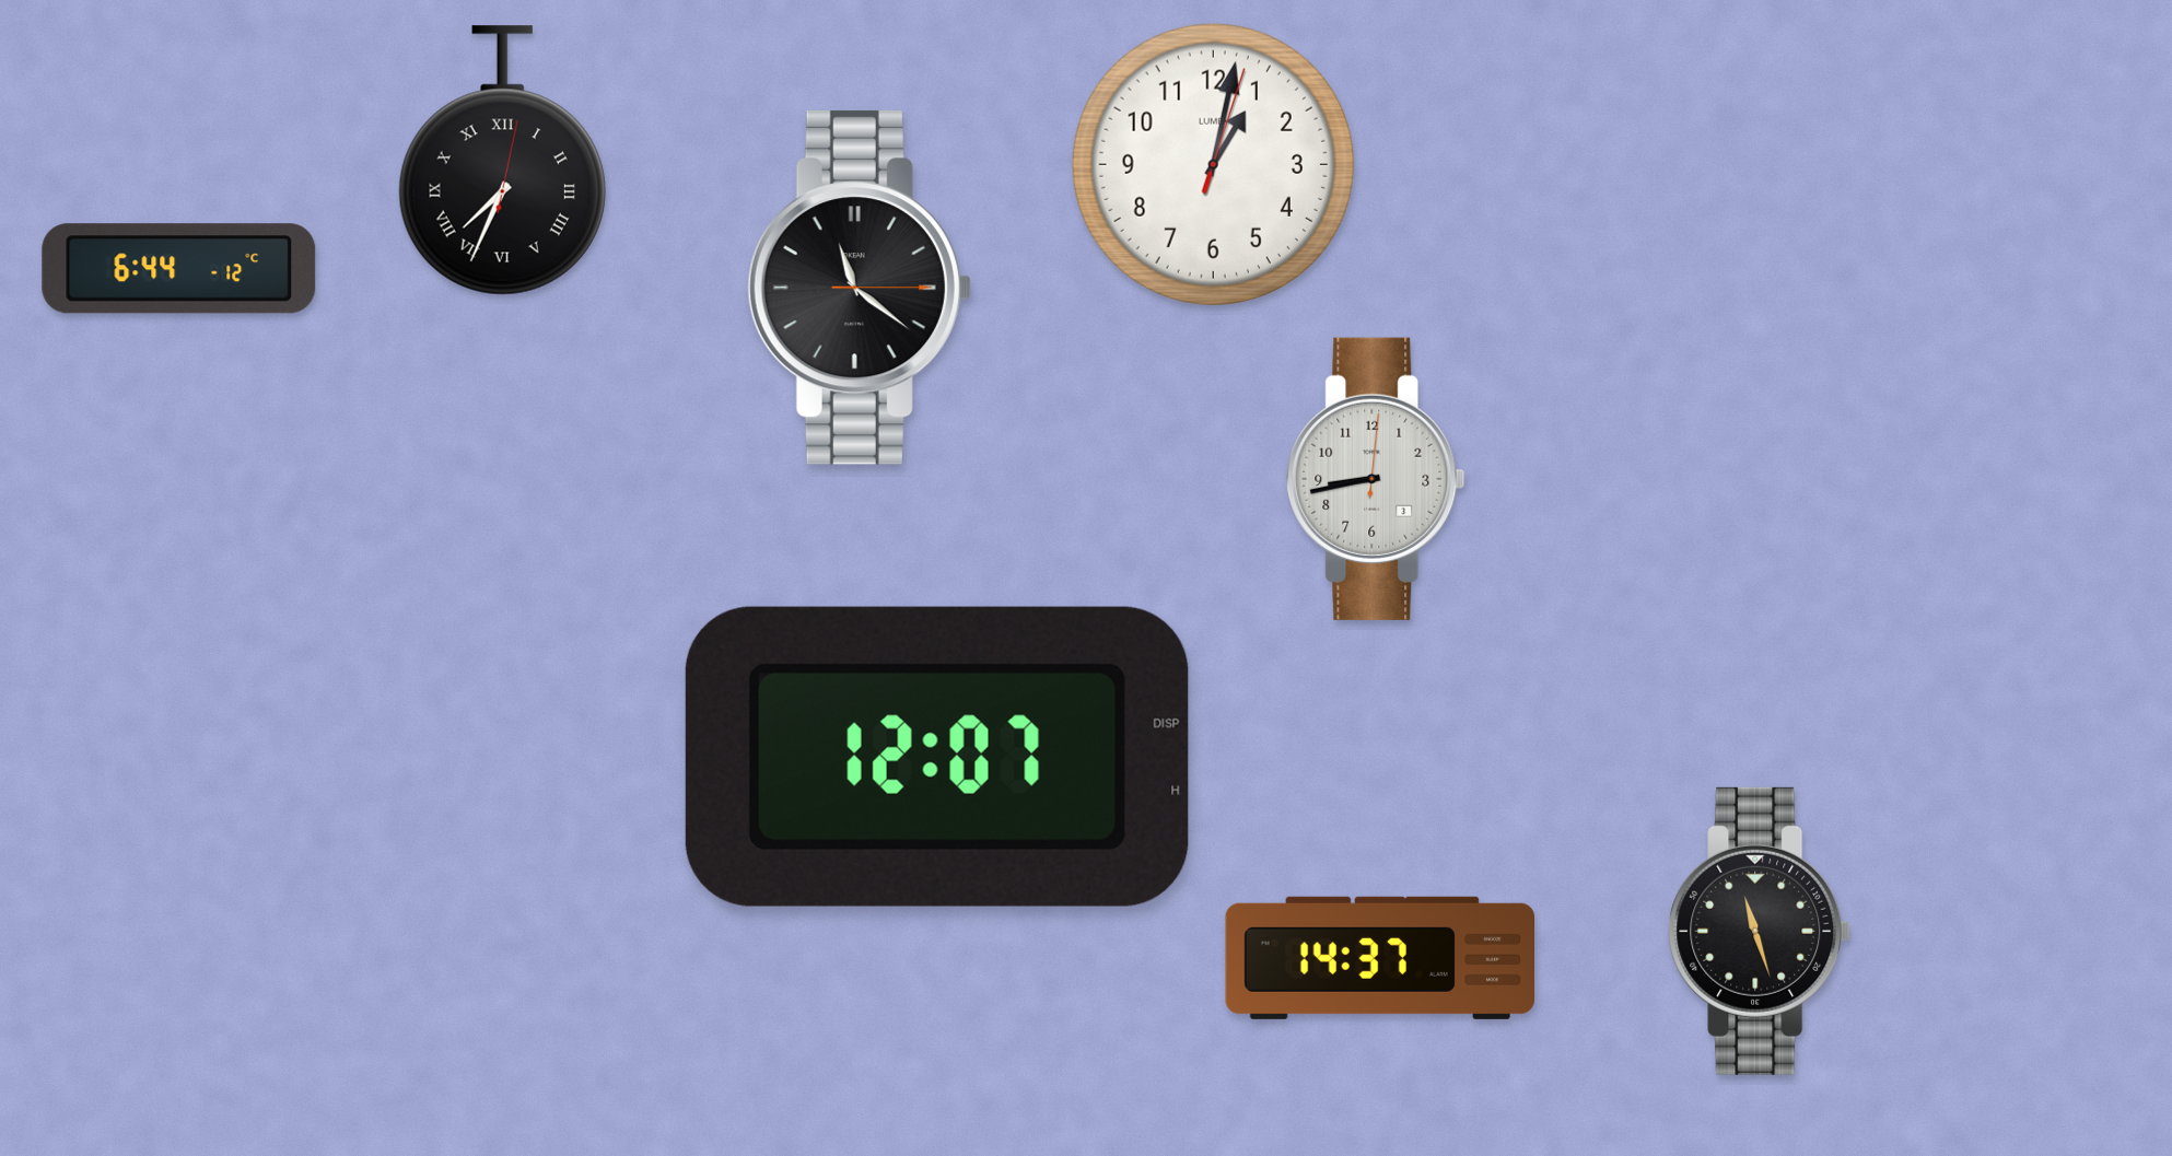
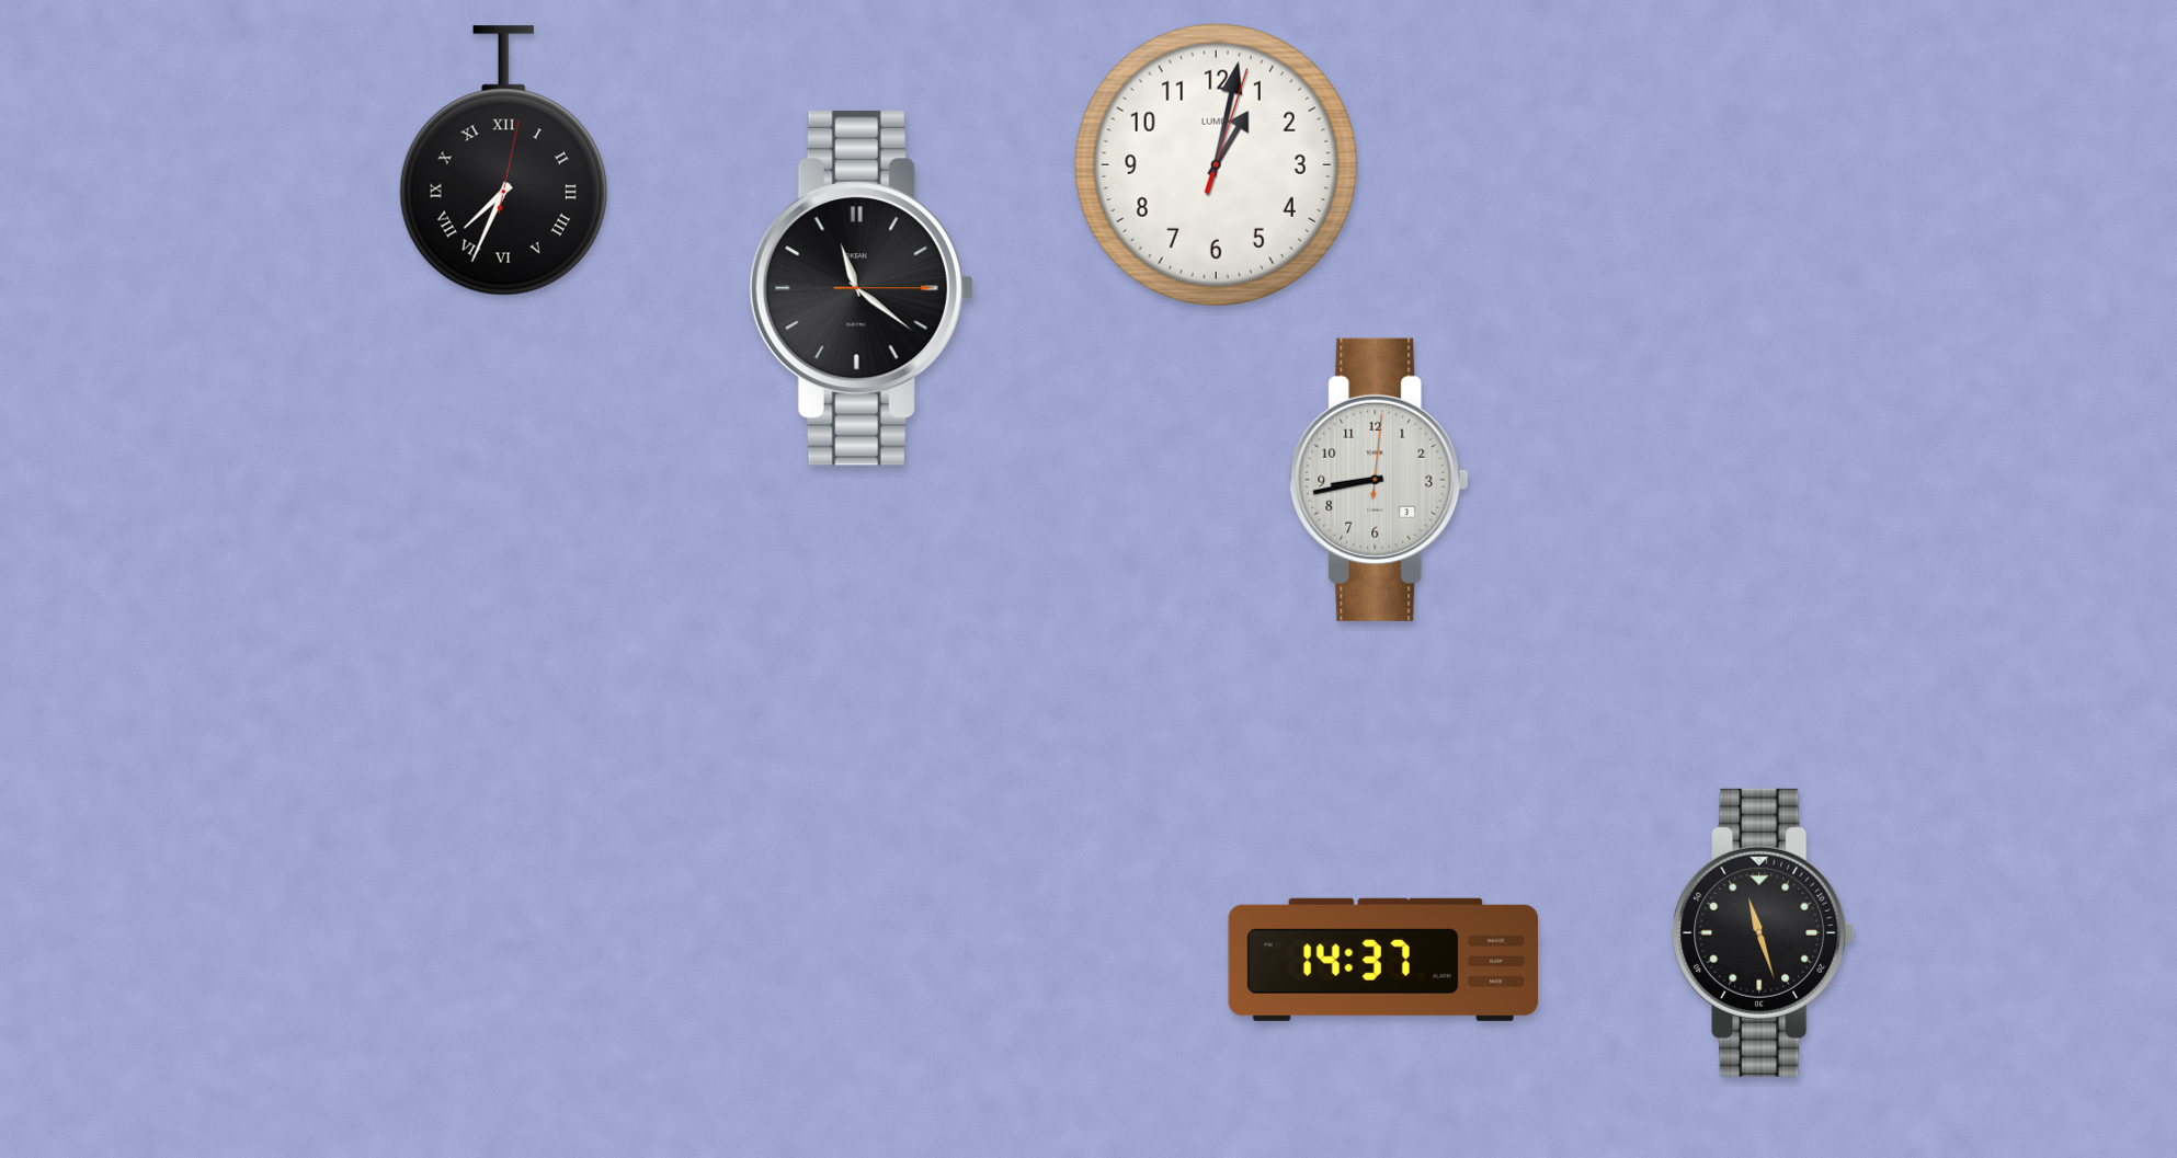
clock at (179, 269): 6:44 -> none
clock at (937, 757): 12:07 -> none
